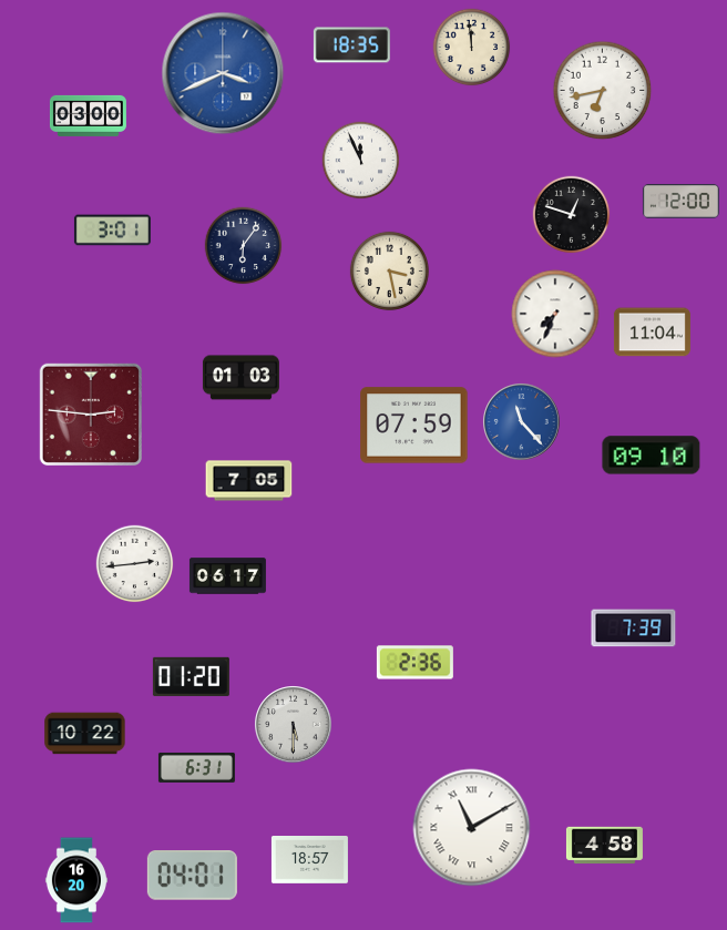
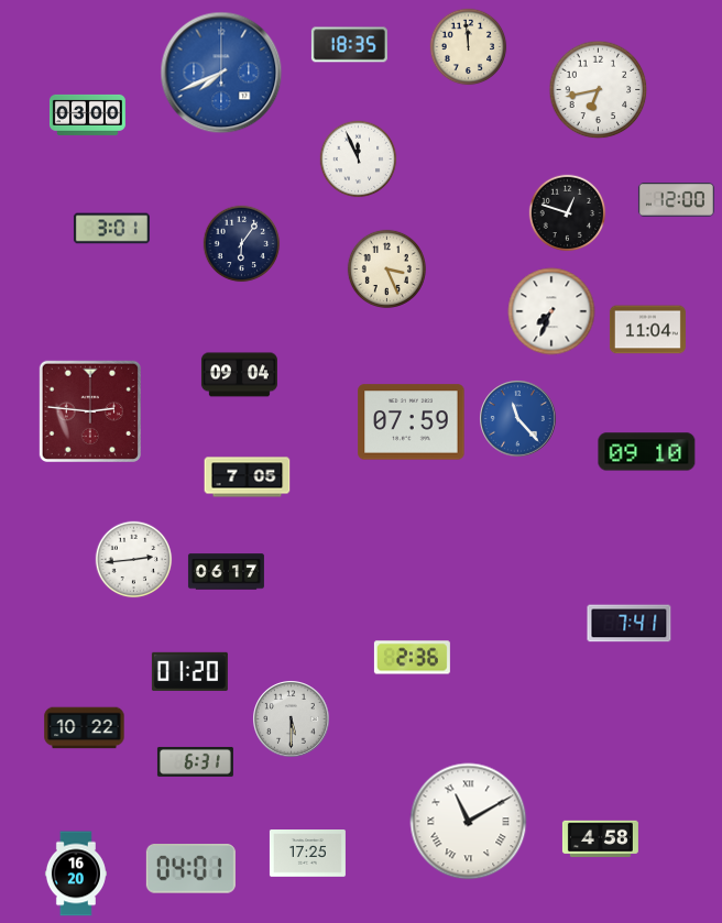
clock at (223, 73): 3:41 -> 7:41
clock at (389, 270): 3:28 -> 3:26
clock at (240, 378): 01:03 -> 09:04
clock at (634, 628): 7:39 -> 7:41
clock at (309, 860): 18:57 -> 17:25
